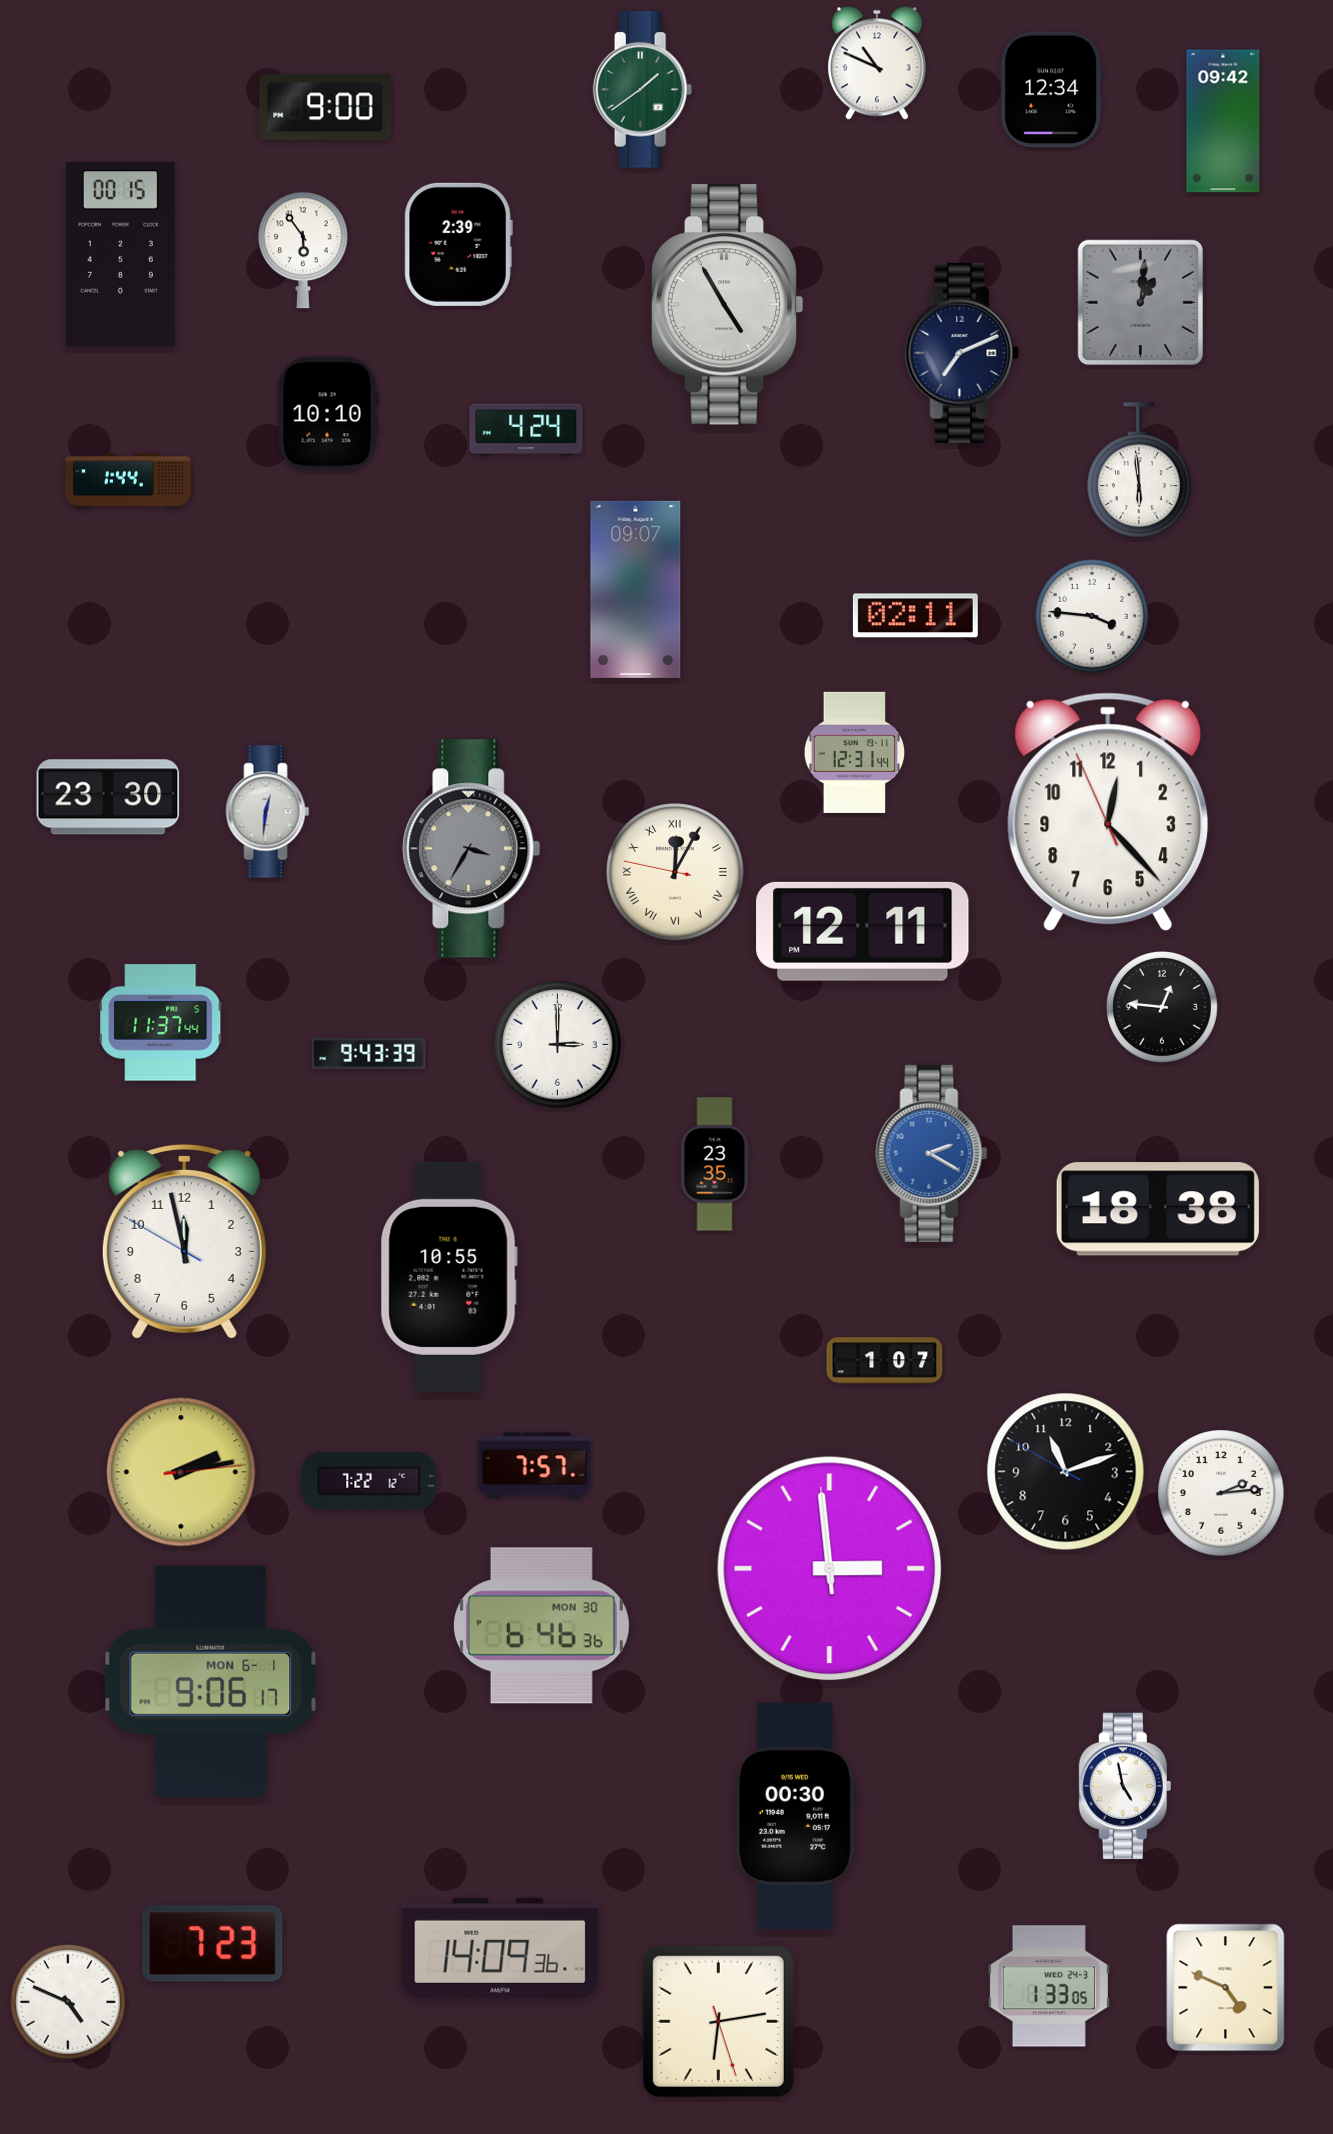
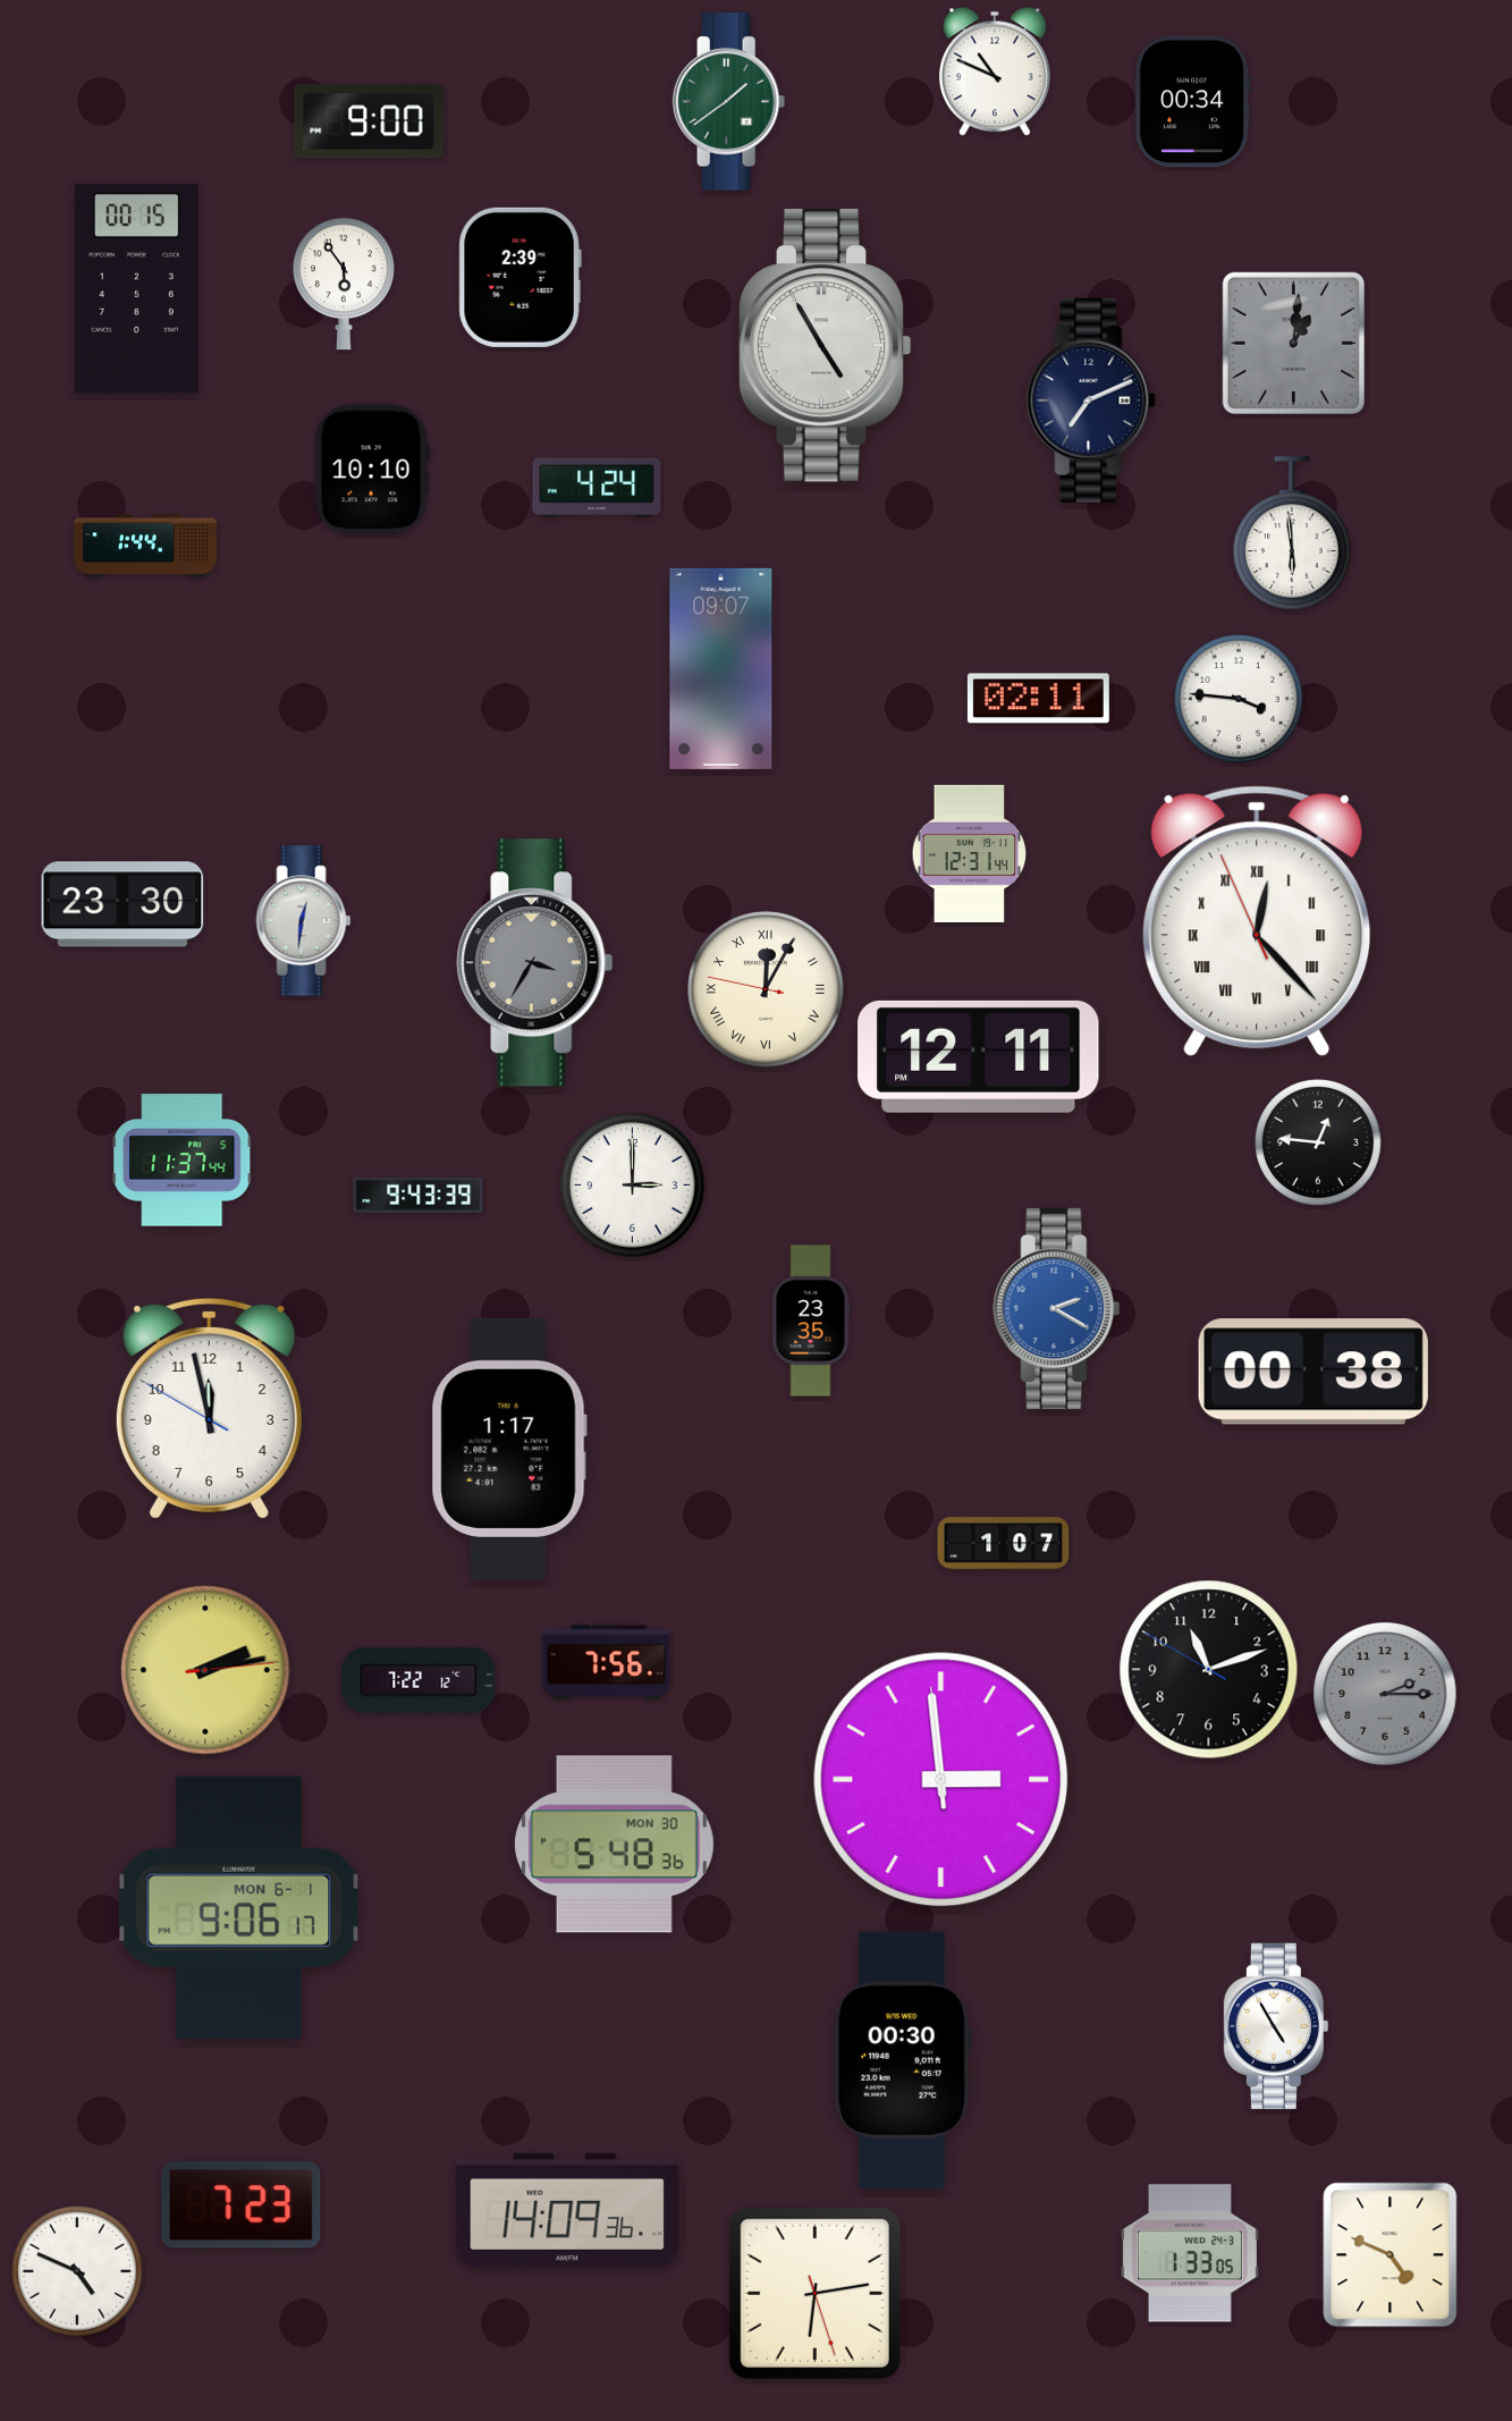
clock at (1051, 90): 12:34 -> 00:34
clock at (1223, 121): 09:42 -> none
clock at (1108, 812) numerals: Arabic -> Roman
clock at (1158, 1209): 18:38 -> 00:38
clock at (449, 1277): 10:55 -> 1:17
clock at (535, 1466): 7:57 -> 7:56
clock at (1221, 1493): 2:14 -> 2:15
clock at (1221, 1493) dial: white -> grey
clock at (541, 1626): 6:46 -> 5:48
clock at (1125, 1786): 4:58 -> 4:55
